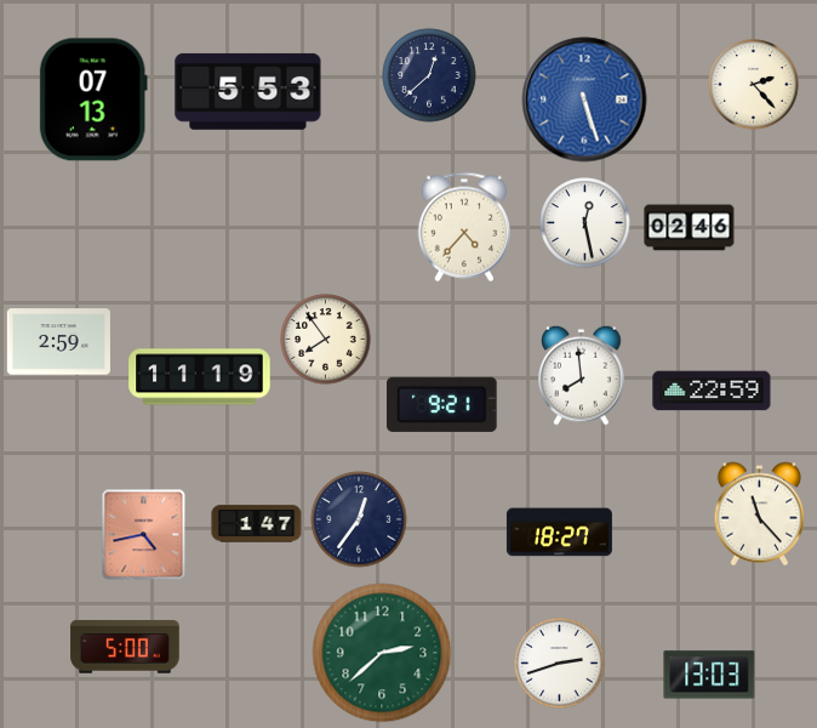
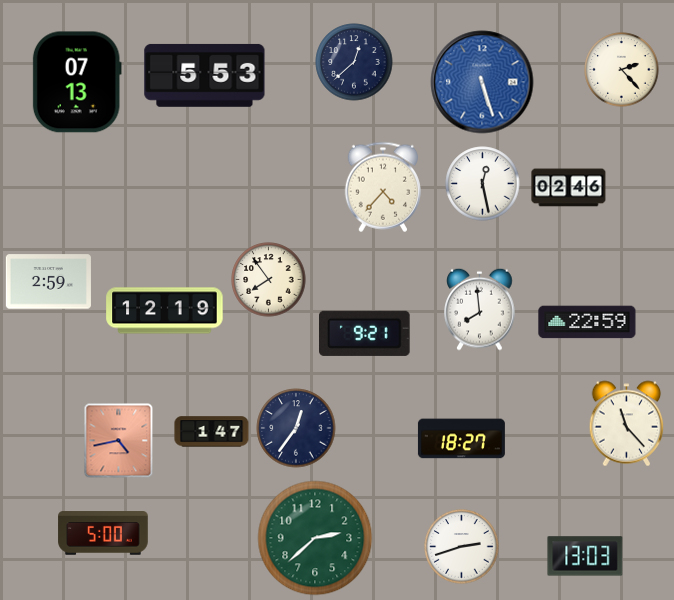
clock at (200, 377): 11:19 -> 12:19
